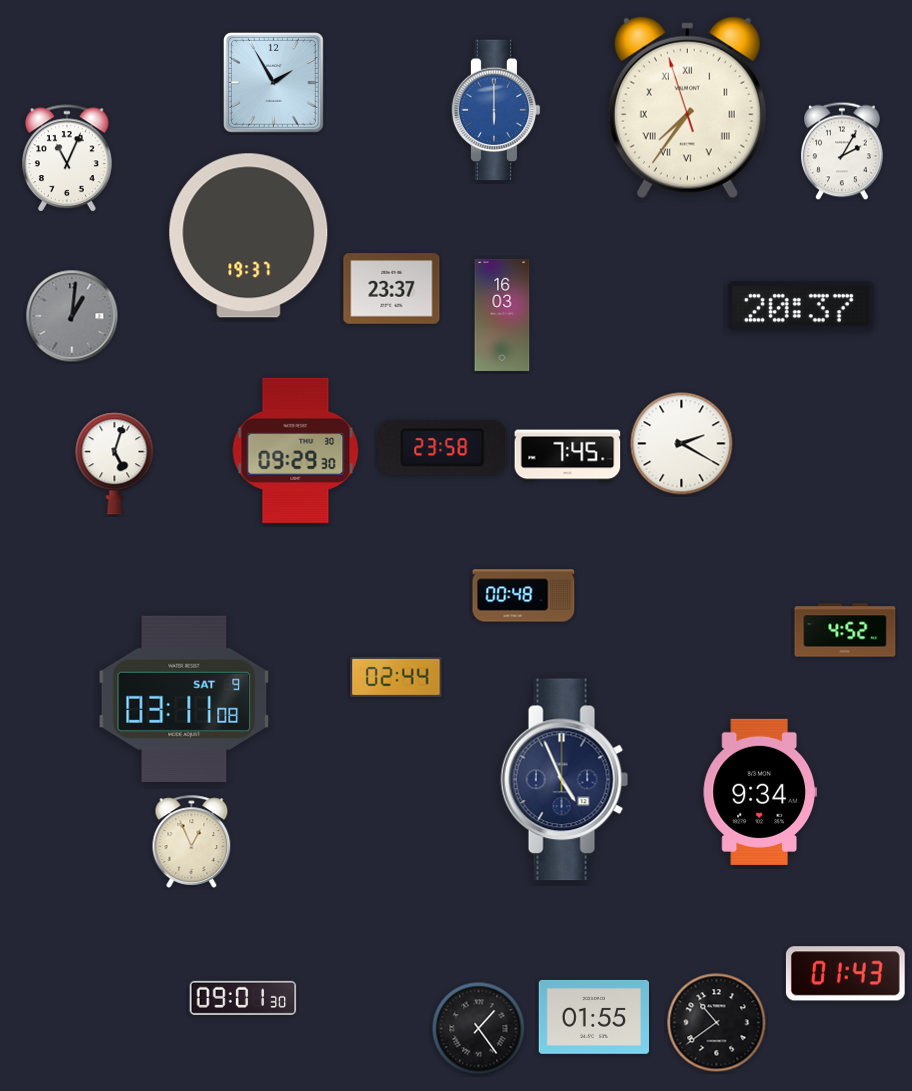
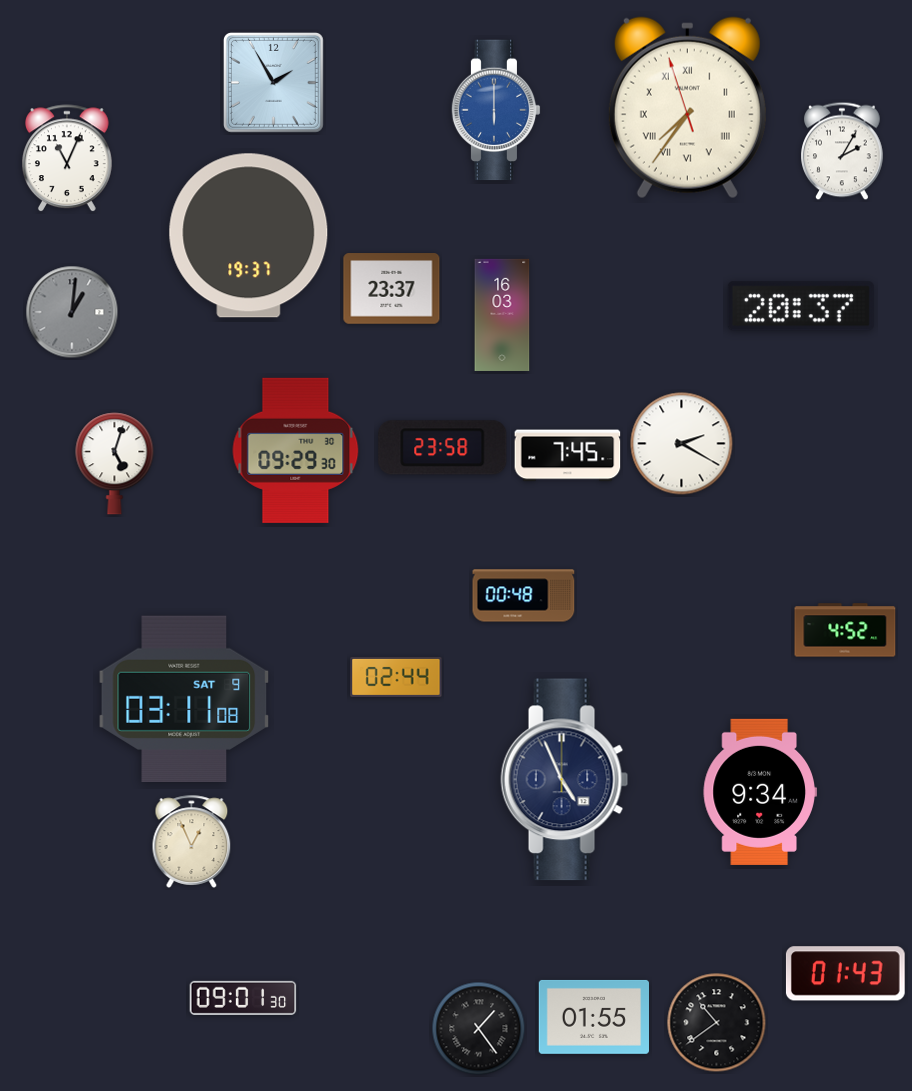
clock at (72, 316) position: (72, 316) -> (72, 312)
